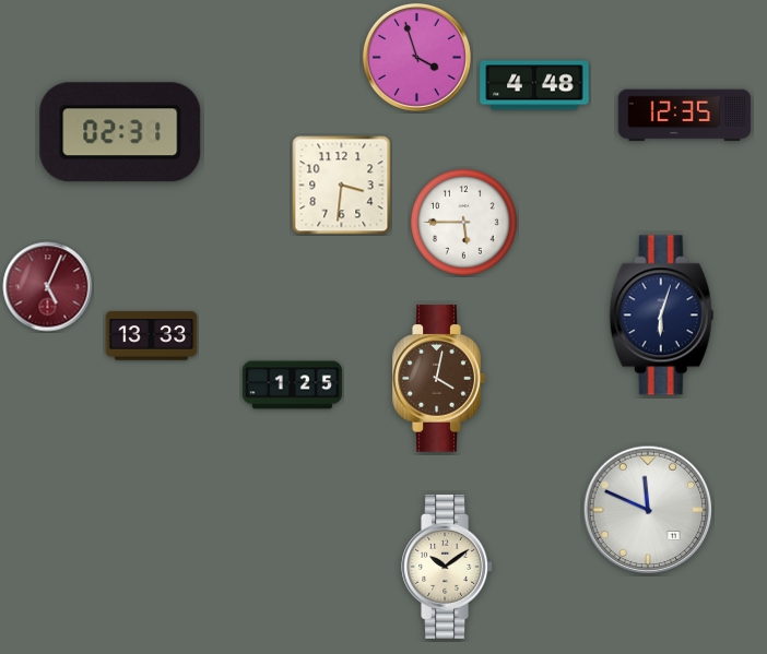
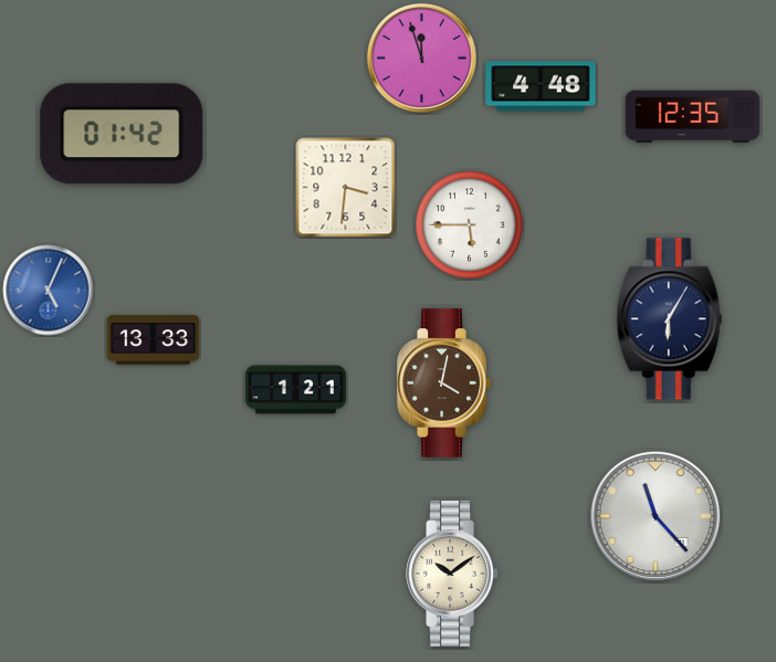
clock at (416, 57): 3:57 -> 11:57
clock at (120, 132): 02:31 -> 01:42
clock at (48, 287) dial: burgundy -> blue
clock at (661, 316): 6:03 -> 6:05
clock at (292, 385): 1:25 -> 1:21
clock at (648, 510): 11:49 -> 11:23
